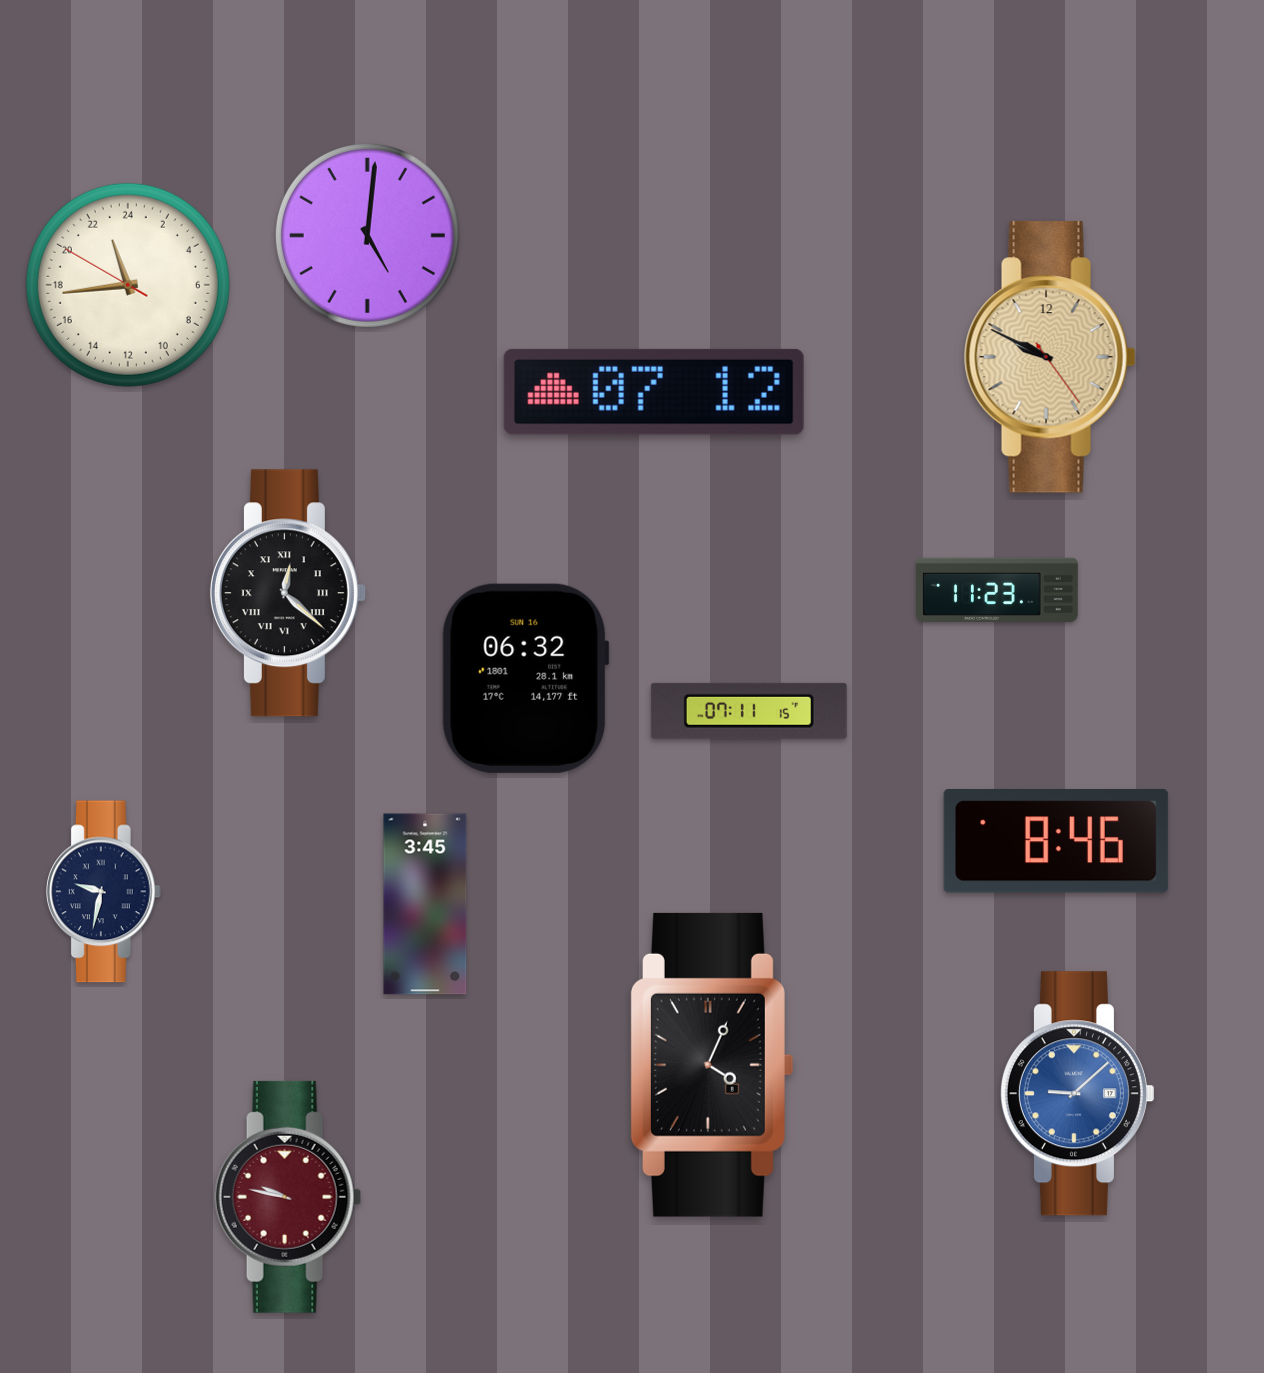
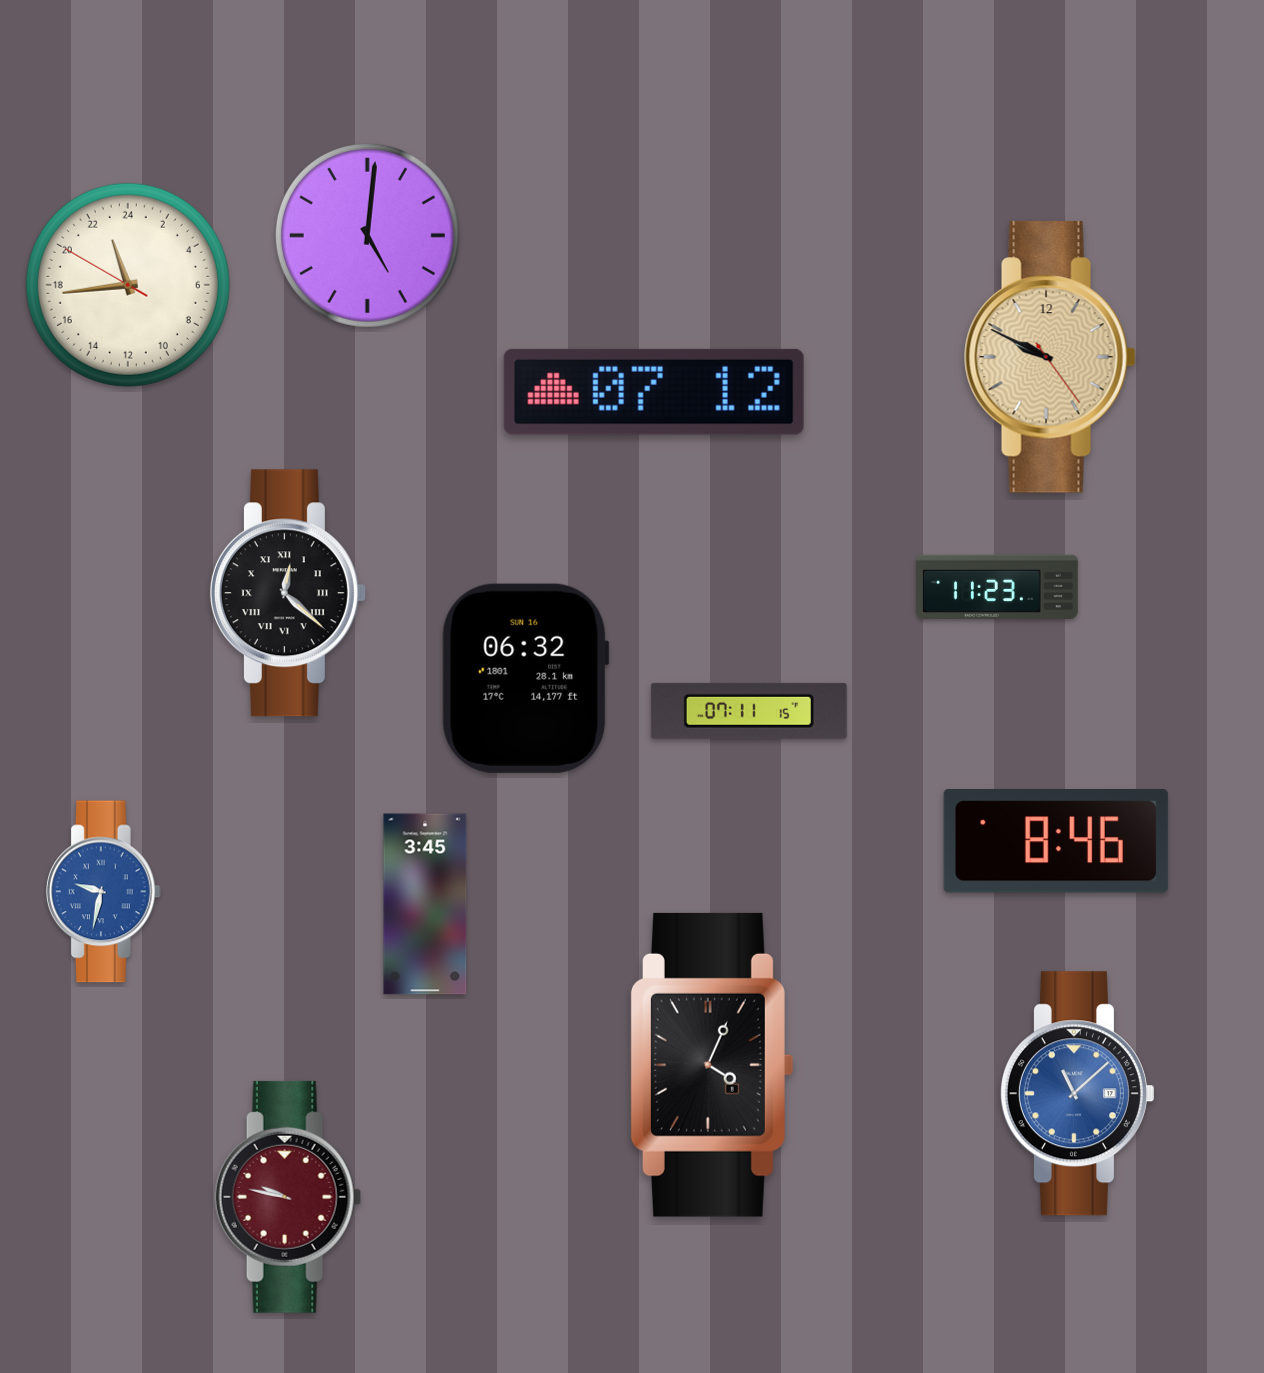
clock at (998, 589) position: (998, 589) -> (998, 586)
clock at (103, 892) dial: navy -> blue
clock at (1077, 1094): 9:08 -> 11:08
